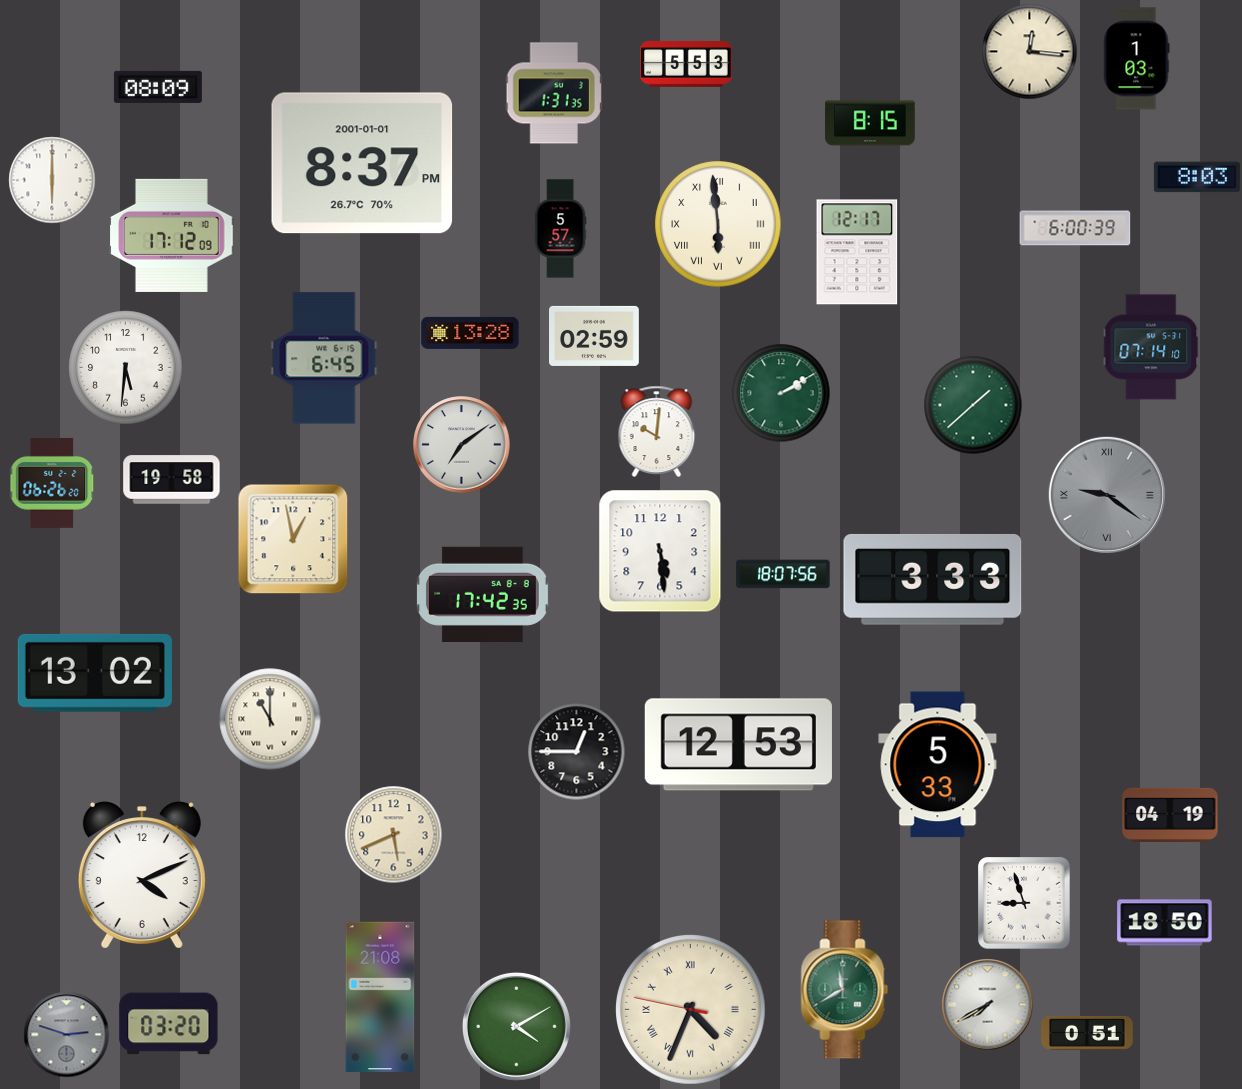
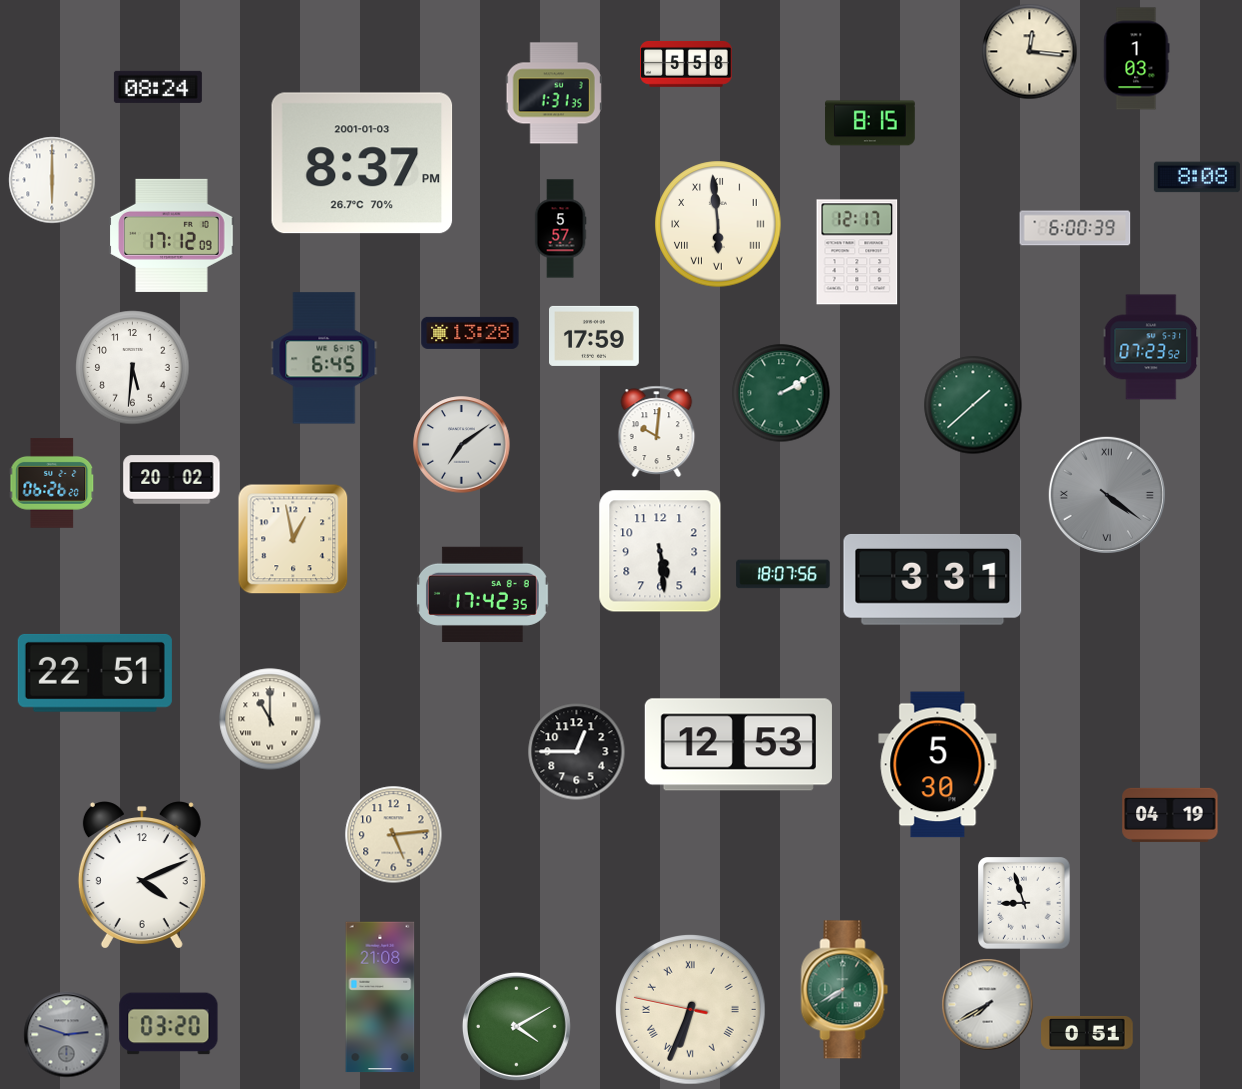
clock at (686, 64): 5:53 -> 5:58
clock at (158, 87): 08:09 -> 08:24
clock at (362, 163) date: 2001-01-01 -> 2001-01-03
clock at (1197, 177): 8:03 -> 8:08
clock at (595, 336): 02:59 -> 17:59
clock at (1151, 347): 07:14 -> 07:23
clock at (126, 368) position: (126, 368) -> (133, 368)
clock at (172, 480): 19:58 -> 20:02
clock at (1107, 495): 9:21 -> 4:21
clock at (933, 579): 3:33 -> 3:31
clock at (95, 673): 13:02 -> 22:51
clock at (938, 765): 5:33 -> 5:30
clock at (394, 835): 5:41 -> 5:14
clock at (1165, 923): 18:50 -> none
clock at (845, 990): 11:40 -> 7:40
clock at (691, 1010): 4:33 -> 6:33
